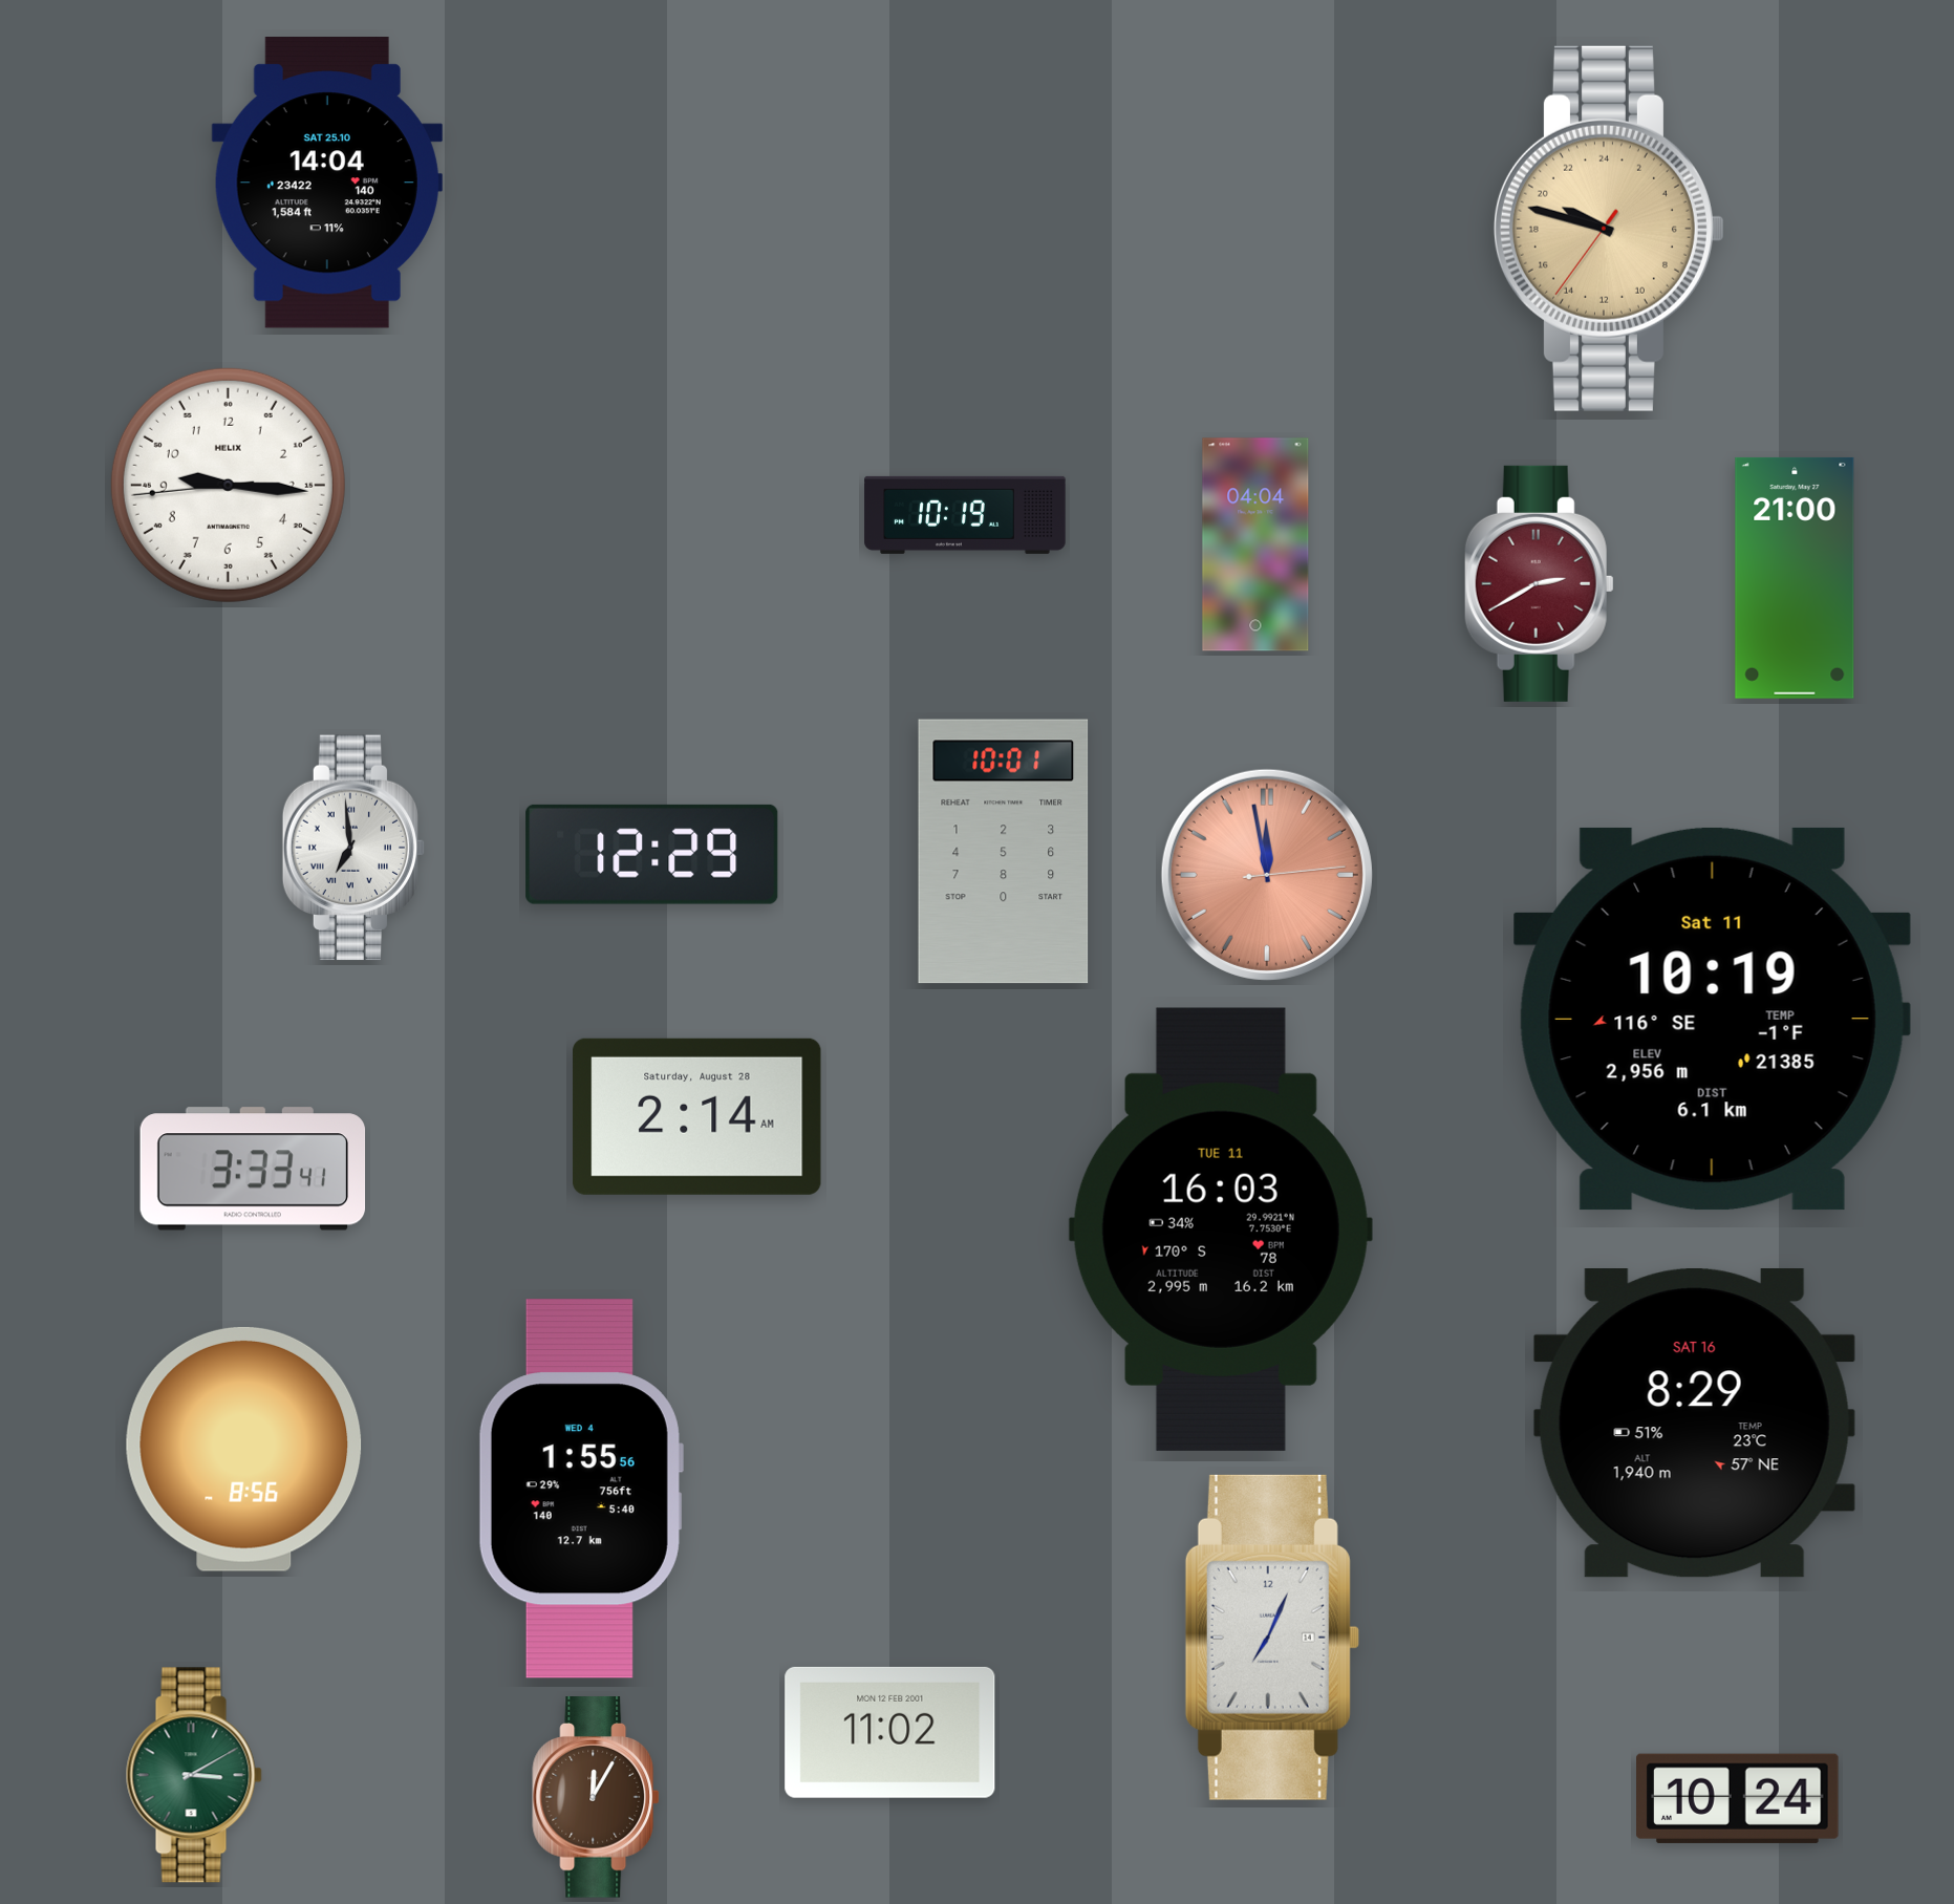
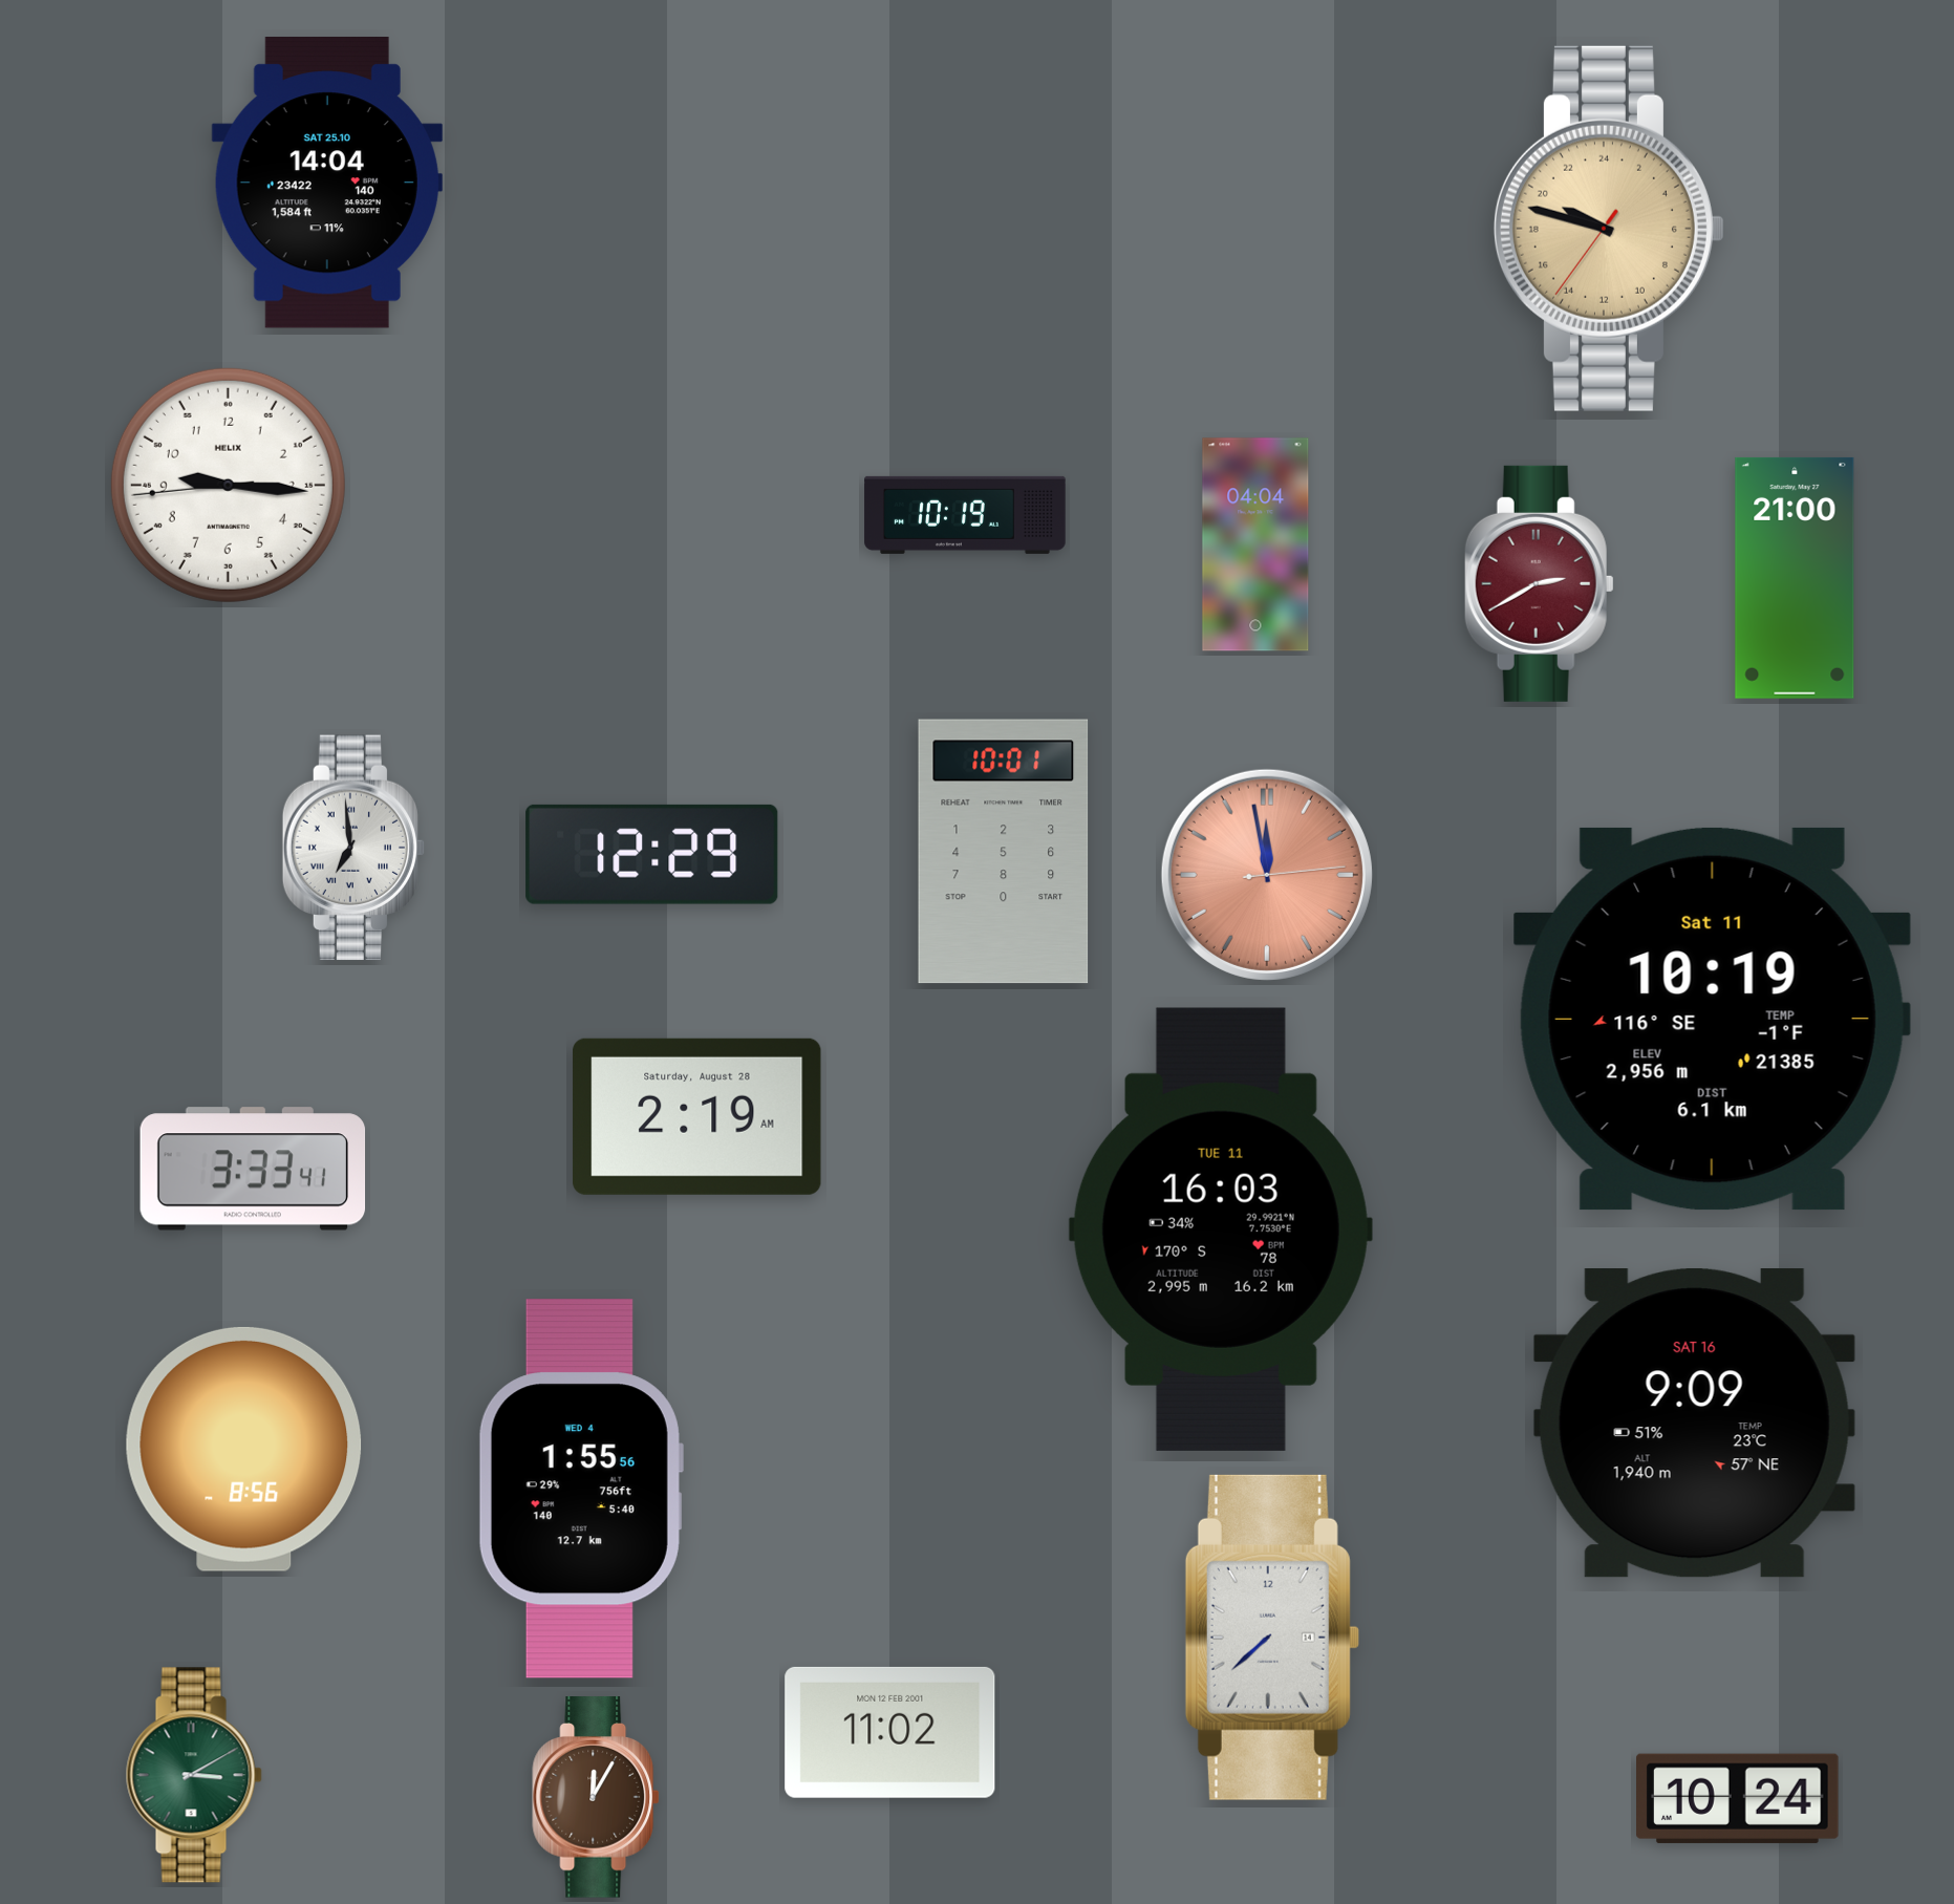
clock at (697, 1116): 2:14 -> 2:19
clock at (1694, 1424): 8:29 -> 9:09
clock at (1272, 1638): 7:04 -> 7:38
